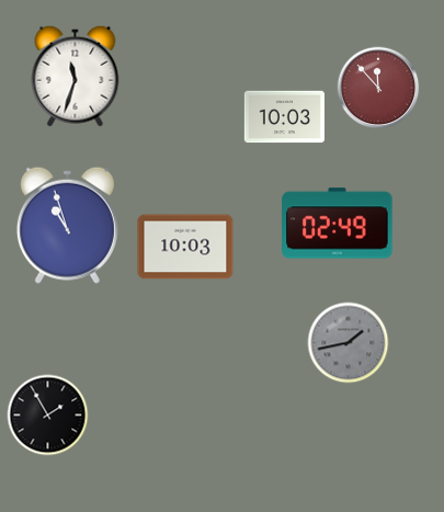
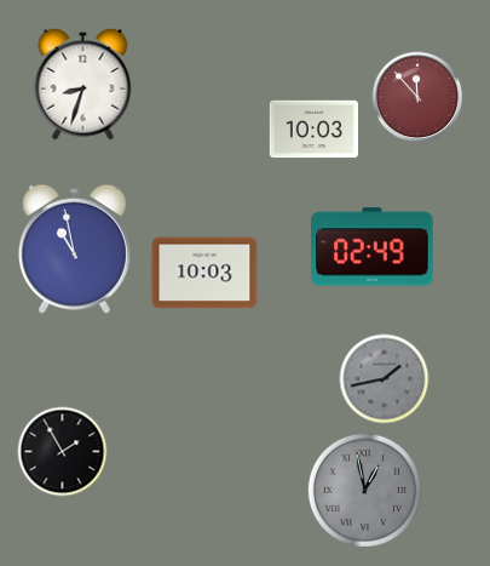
clock at (76, 76): 11:33 -> 8:33
clock at (67, 225): 10:57 -> 10:58
clock at (48, 416) position: (48, 416) -> (63, 452)
clock at (364, 490): none -> 12:58
